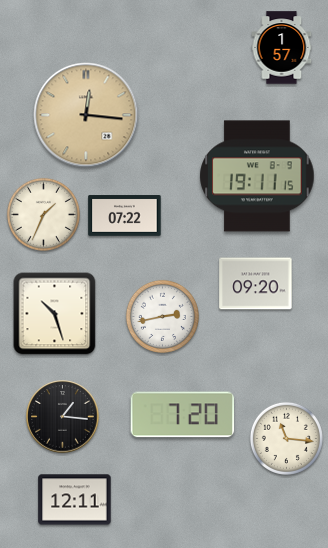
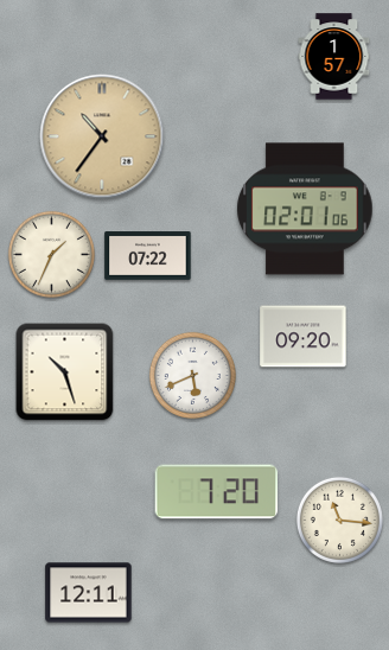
clock at (86, 115): 12:16 -> 10:36
clock at (257, 176): 19:11 -> 02:01
clock at (162, 316): 2:43 -> 5:41
clock at (63, 417): 1:16 -> none
